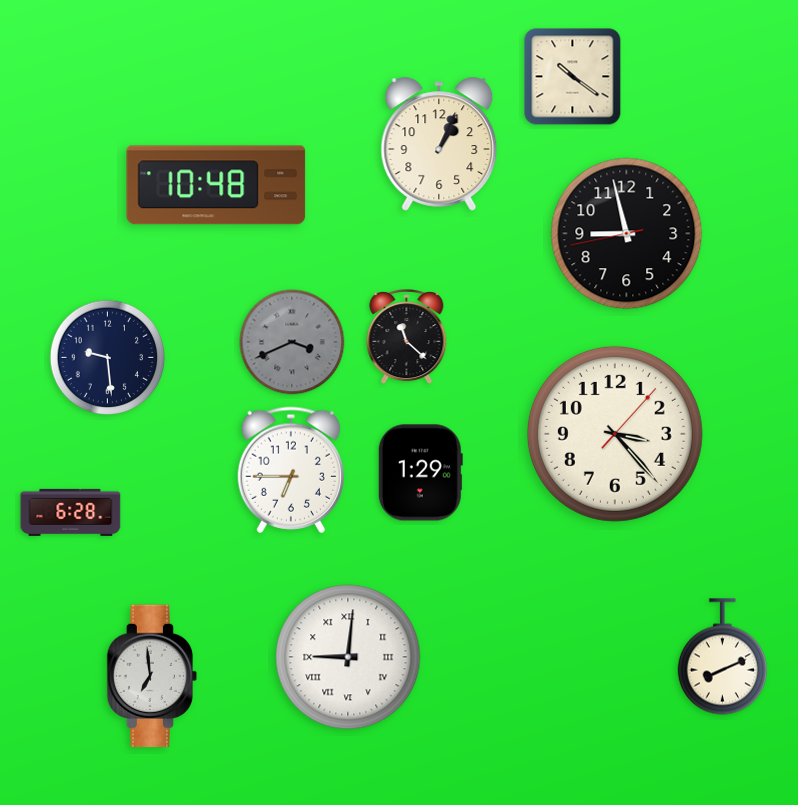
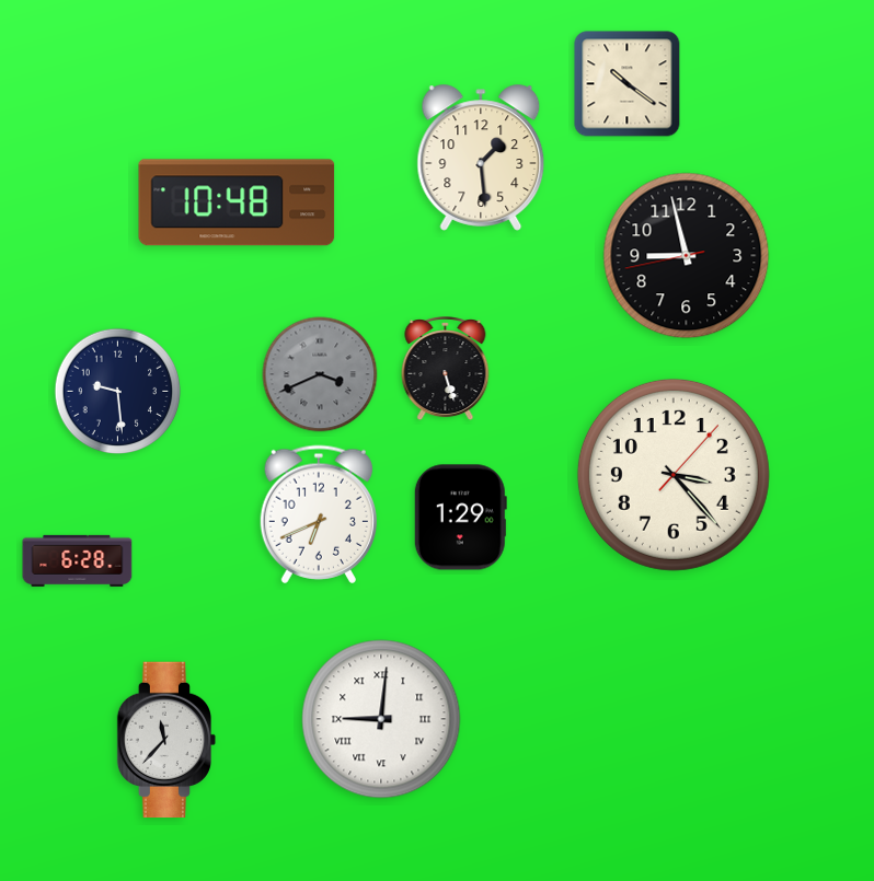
clock at (439, 144): 1:04 -> 1:29
clock at (407, 338): 11:22 -> 5:27
clock at (290, 470): 6:45 -> 6:41
clock at (722, 657): 8:11 -> none
clock at (152, 676): 6:59 -> 11:37
